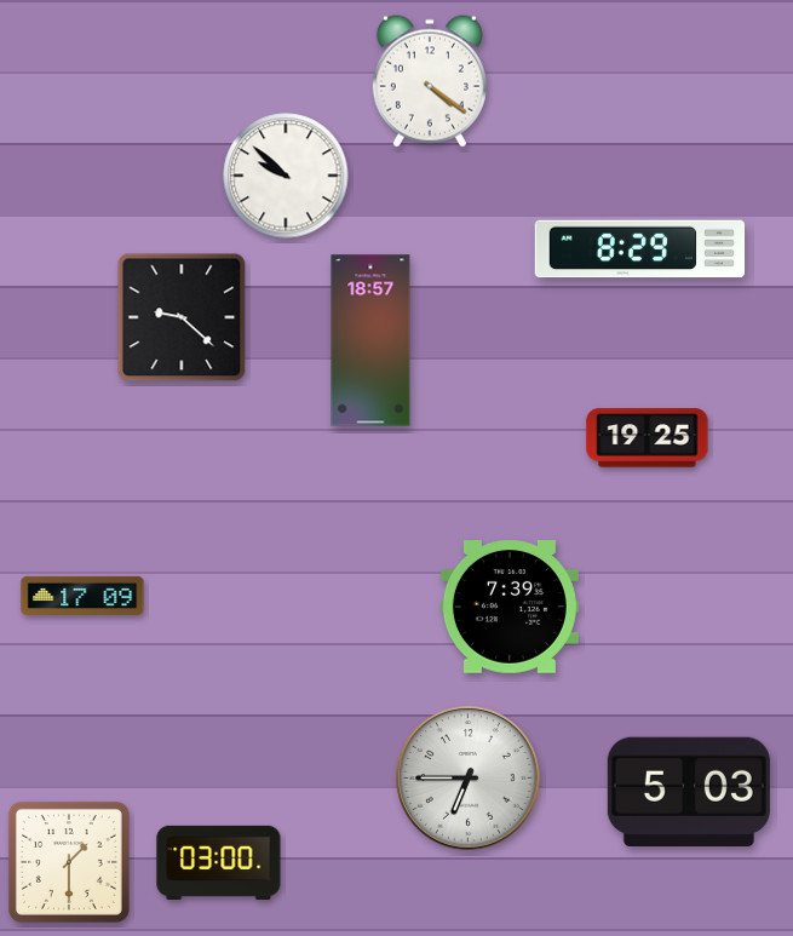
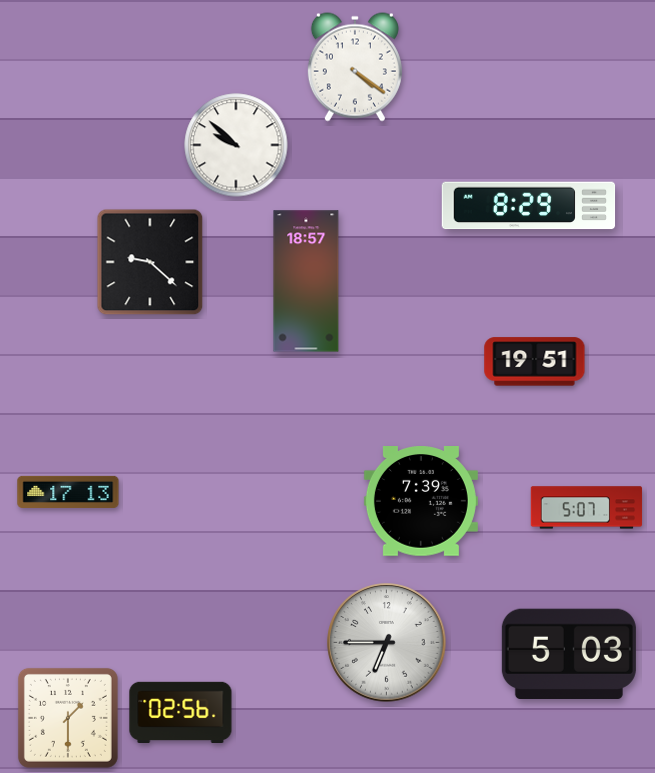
clock at (648, 438): 19:25 -> 19:51
clock at (82, 596): 17:09 -> 17:13
clock at (587, 508): none -> 5:07
clock at (69, 862) position: (69, 862) -> (68, 718)
clock at (219, 863): 03:00 -> 02:56
